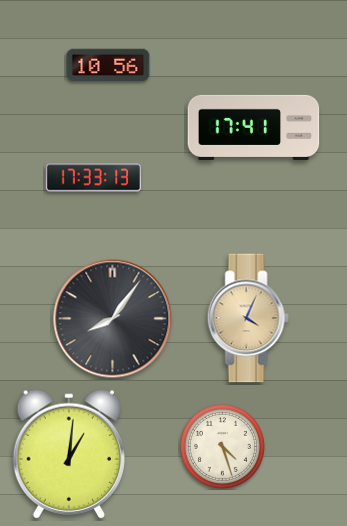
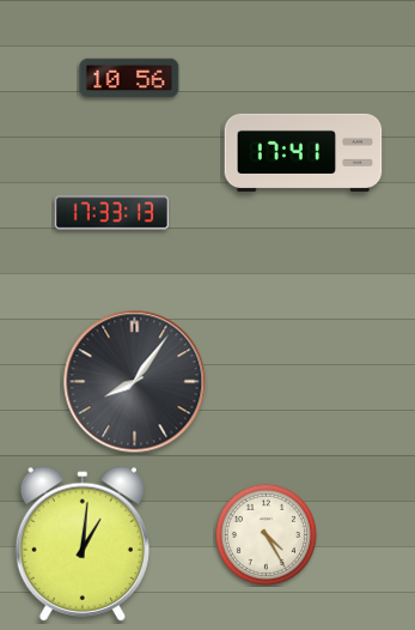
clock at (248, 318): 4:04 -> none
clock at (222, 446): 4:27 -> 4:25
